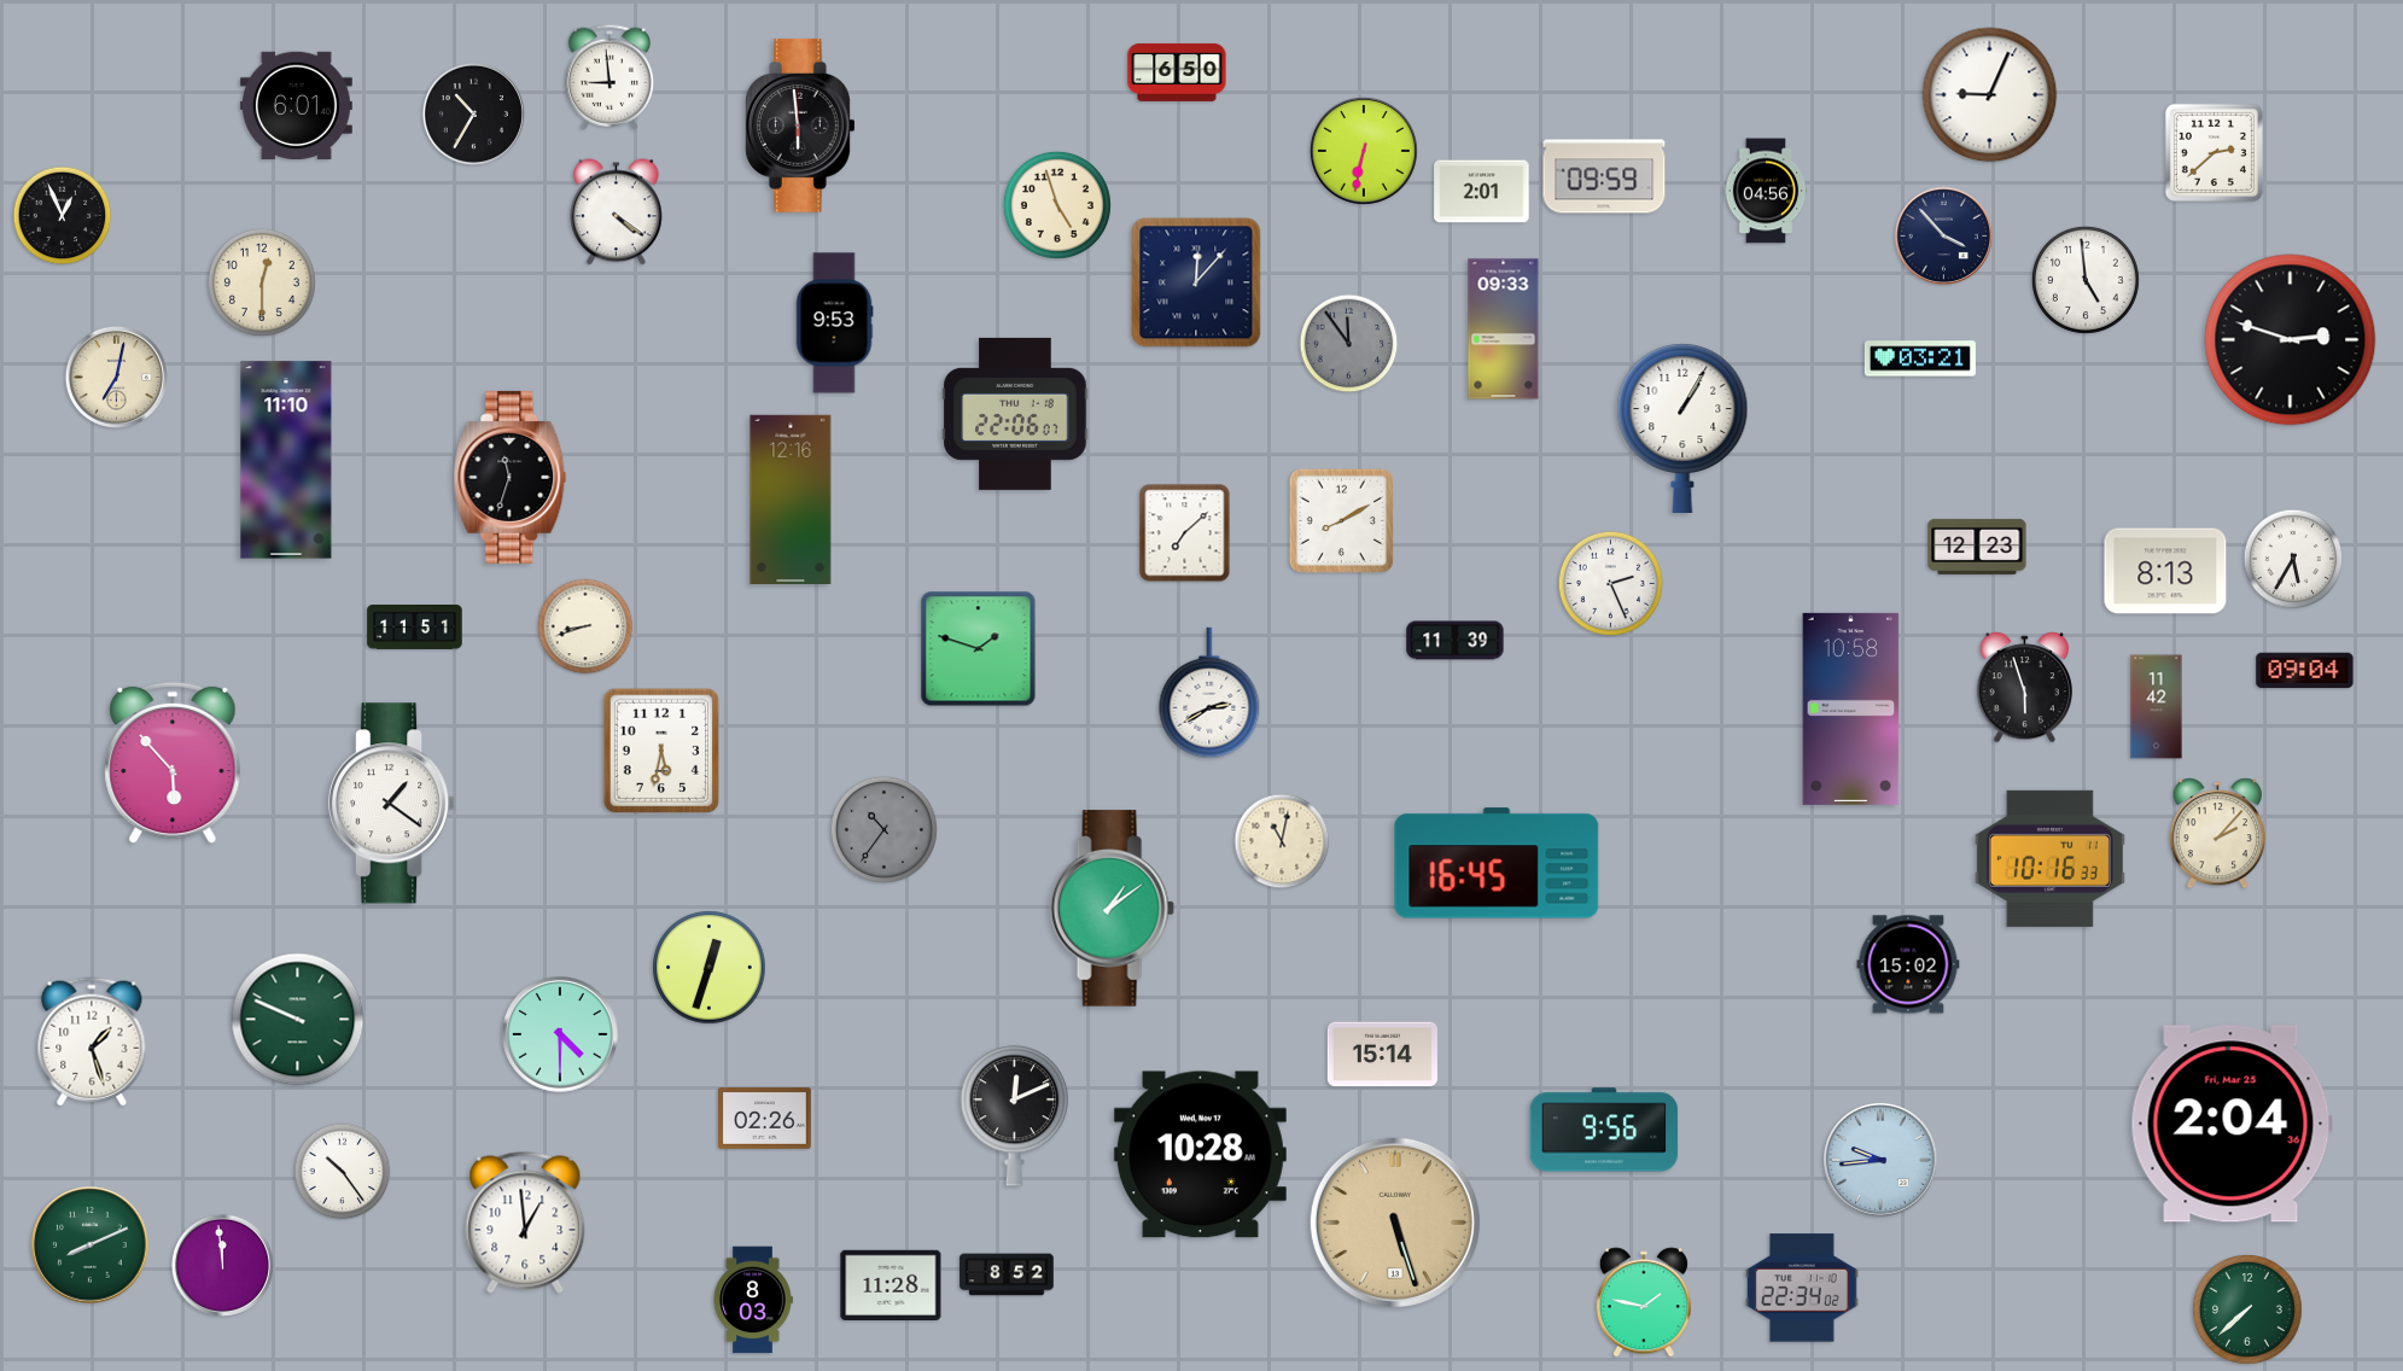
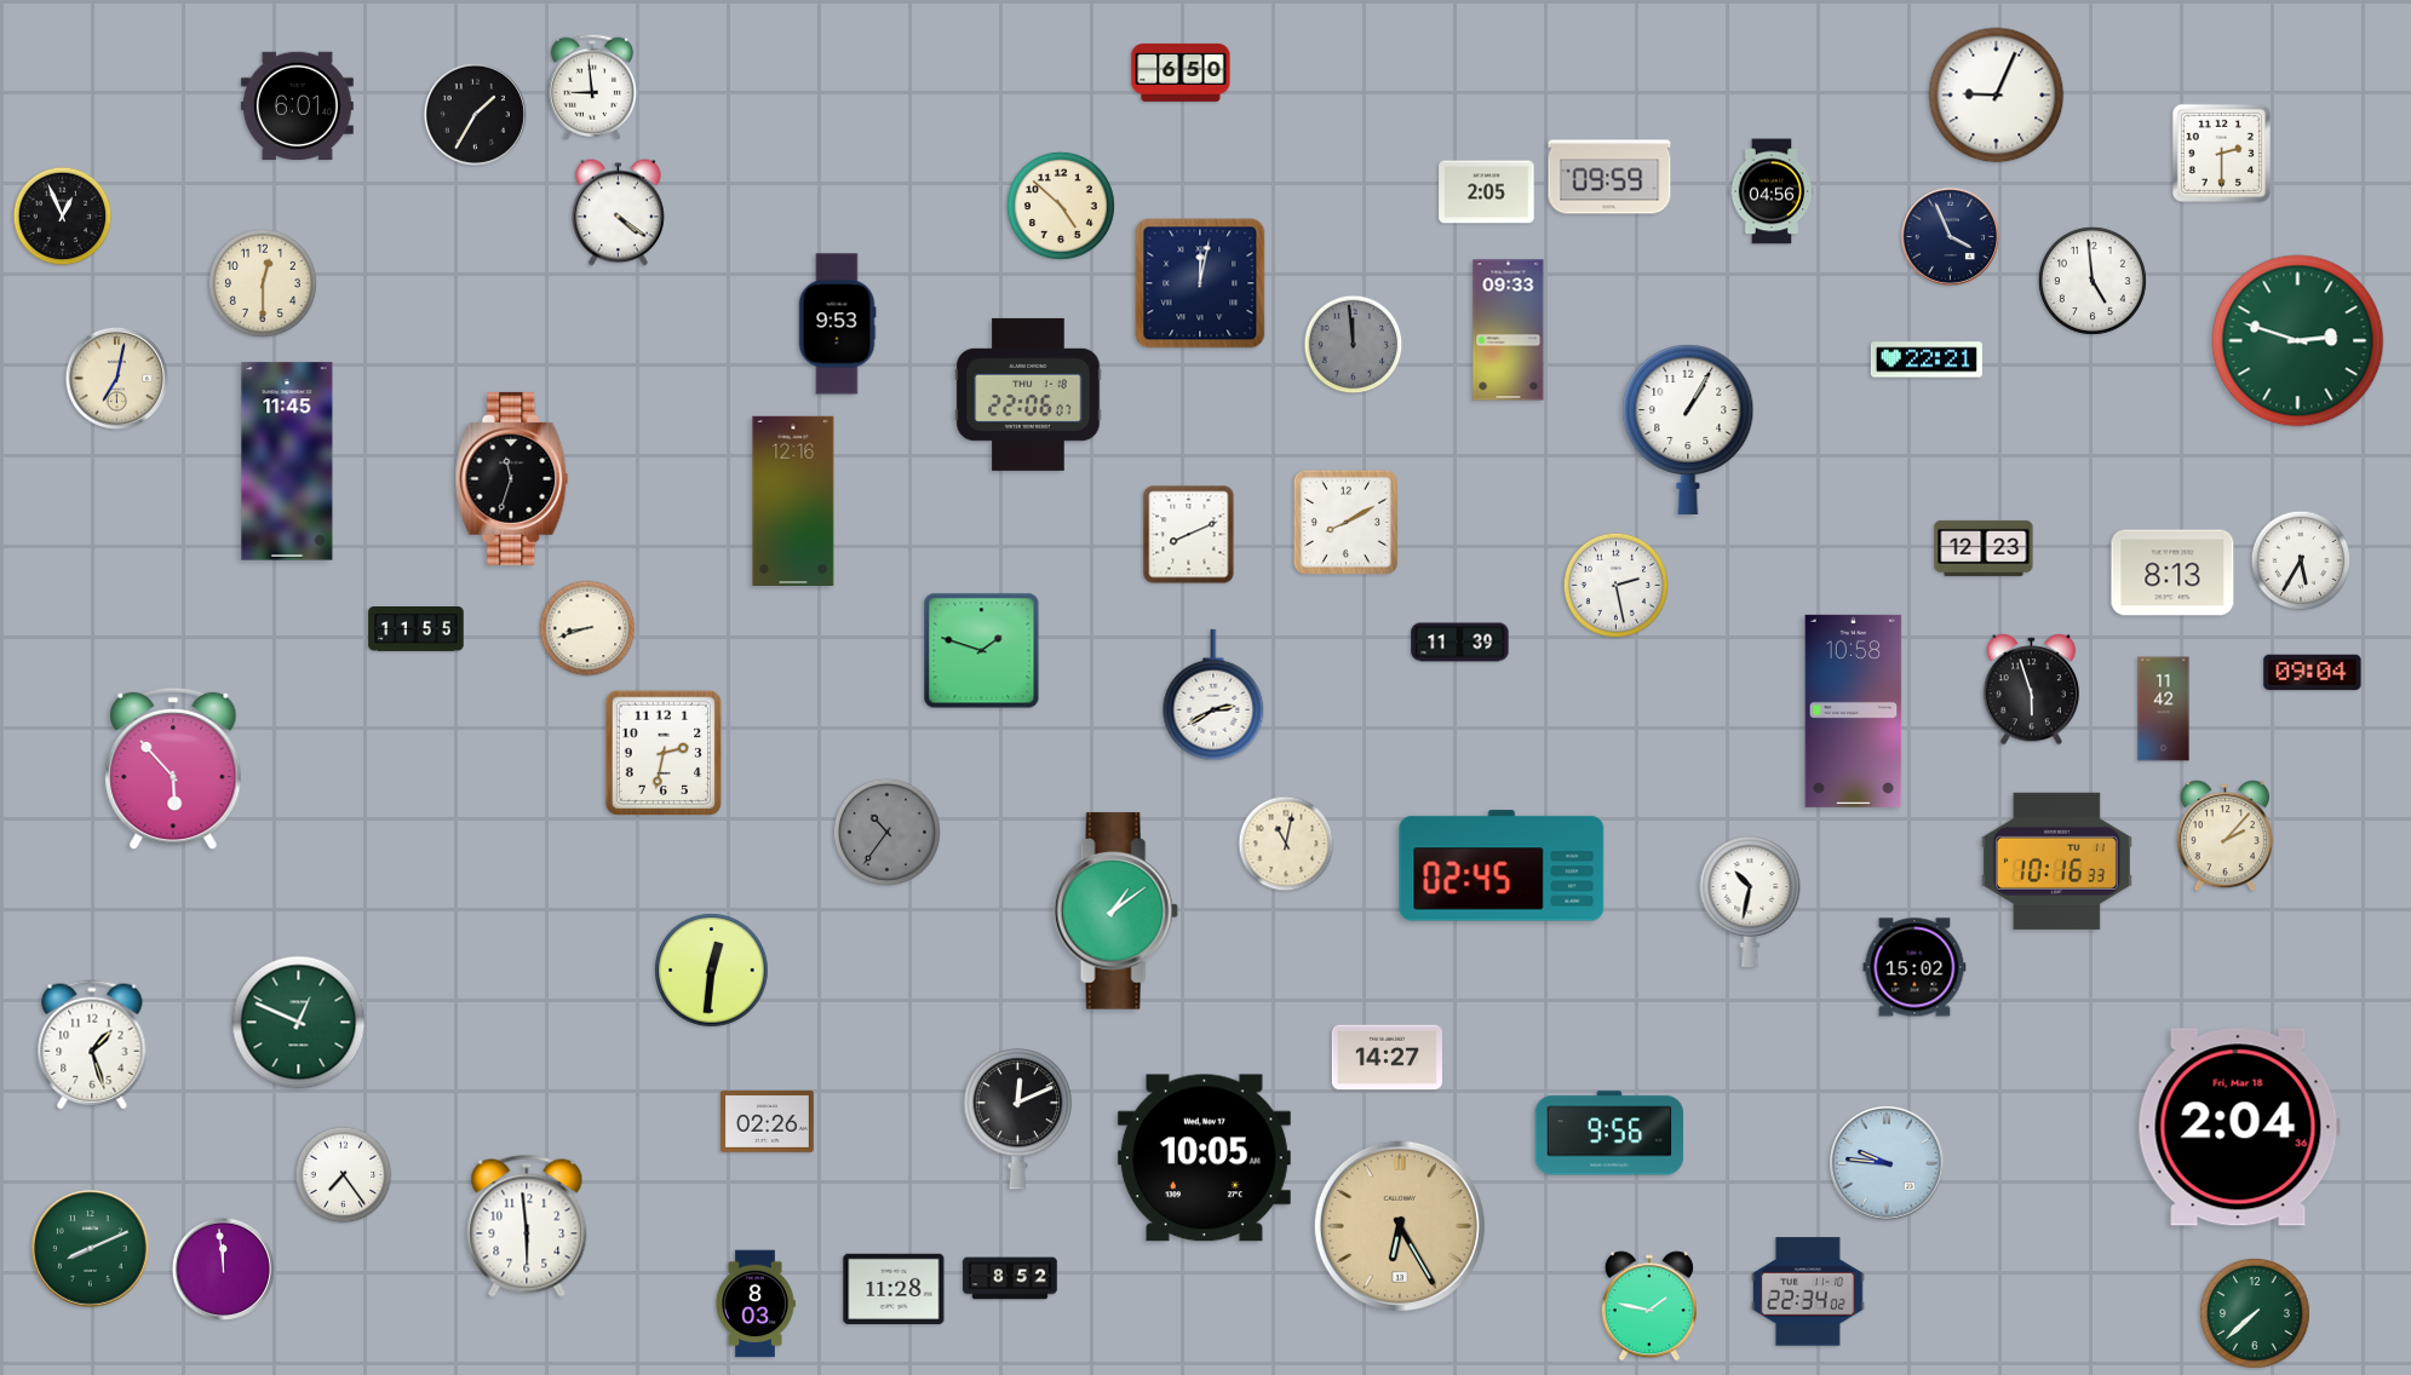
clock at (608, 77) position: (608, 77) -> (591, 87)
clock at (473, 113): 10:35 -> 1:35
clock at (800, 126): 5:59 -> none
clock at (1364, 151): 6:32 -> none
clock at (2214, 152): 2:38 -> 2:30
clock at (1482, 192): 2:01 -> 2:05
clock at (1057, 205): 4:57 -> 4:52
clock at (1943, 235): 3:53 -> 3:56
clock at (1196, 282): 12:07 -> 12:02
clock at (2291, 340) dial: black -> green
clock at (1349, 344): 11:54 -> 11:59
clock at (1920, 358): 03:21 -> 22:21
clock at (1015, 414) position: (1015, 414) -> (1028, 395)
clock at (286, 460): 11:10 -> 11:45
clock at (1185, 533): 7:08 -> 8:11
clock at (1610, 583): 2:26 -> 2:28
clock at (415, 628): 11:51 -> 11:55
clock at (1851, 708) position: (1851, 708) -> (1854, 710)
clock at (661, 751): 5:32 -> 2:32
clock at (173, 763) position: (173, 763) -> (173, 769)
clock at (392, 804): 1:21 -> none
clock at (1497, 863): 16:45 -> 02:45
clock at (1750, 902): none -> 10:32
clock at (710, 968): 12:33 -> 12:31
clock at (298, 1020): 9:49 -> 12:49
clock at (560, 1034): 4:30 -> none
clock at (1382, 1055): 15:14 -> 14:27
clock at (2232, 1124) date: Fri, Mar 25 -> Fri, Mar 18
clock at (1200, 1155): 10:28 -> 10:05
clock at (1880, 1160): 9:44 -> 9:46
clock at (343, 1172): 10:24 -> 7:24
clock at (525, 1223): 12:59 -> 5:59
clock at (1395, 1223): 5:27 -> 6:25
